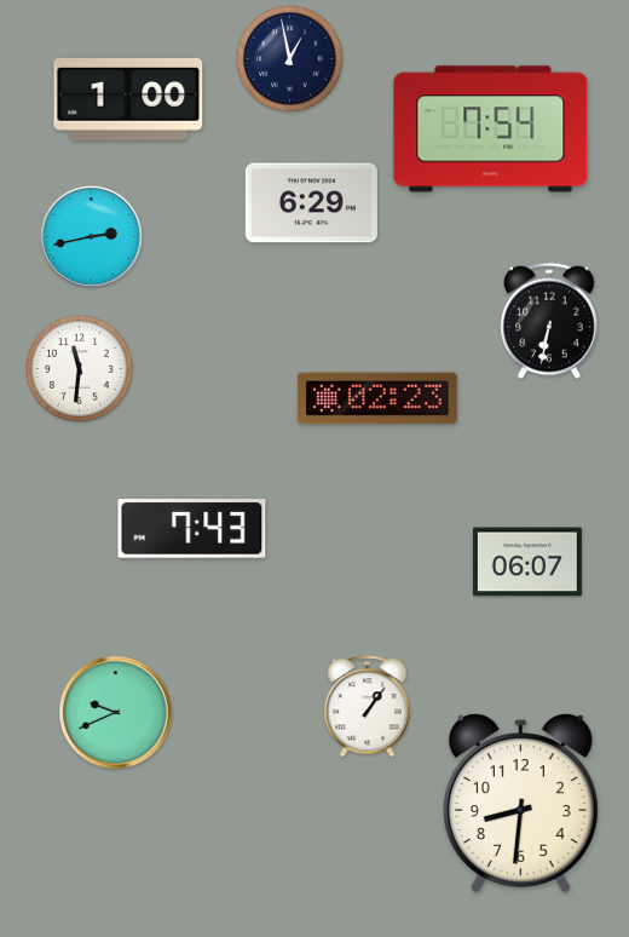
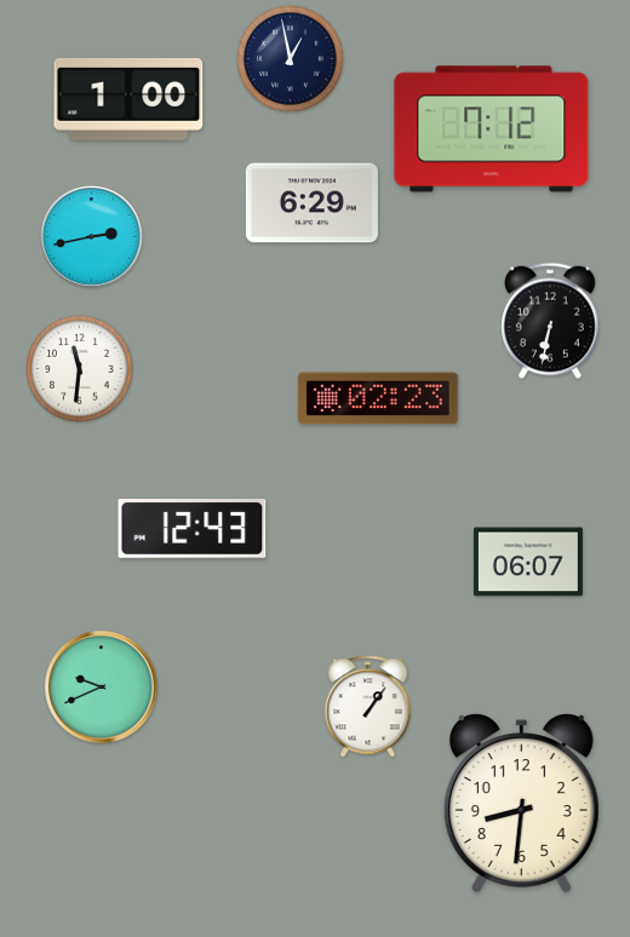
clock at (491, 130): 7:54 -> 7:12
clock at (192, 529): 7:43 -> 12:43
clock at (116, 713) position: (116, 713) -> (102, 688)
